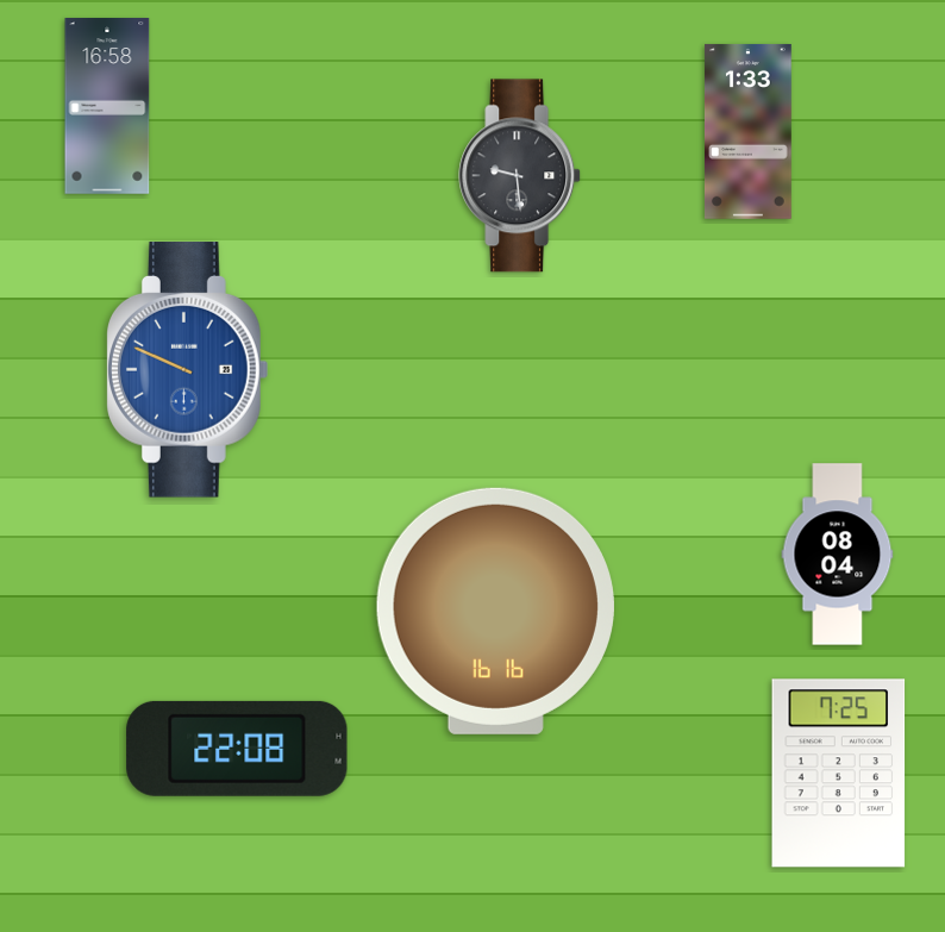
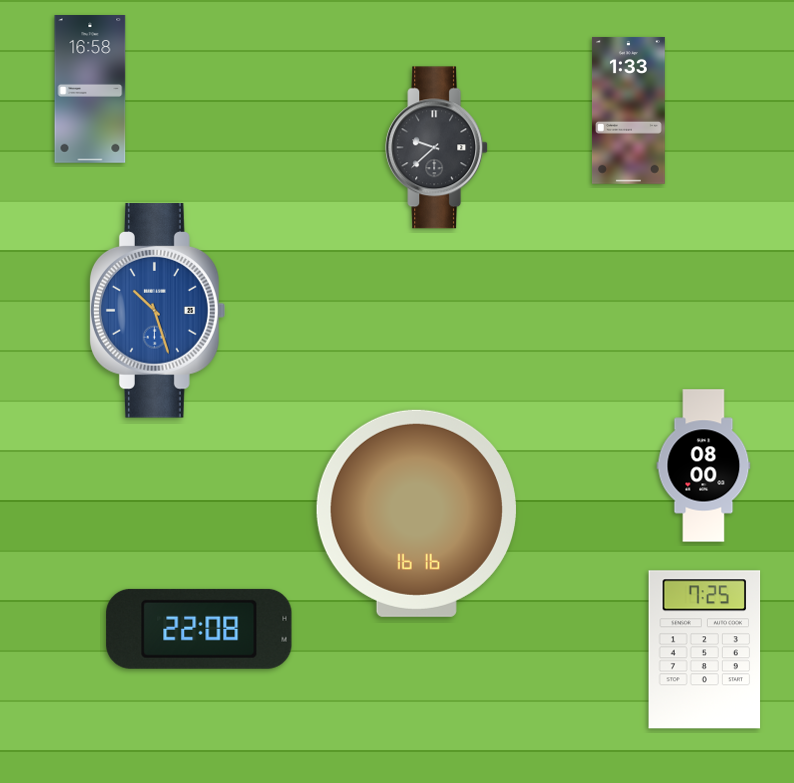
clock at (520, 176): 9:29 -> 9:38
clock at (188, 370): 9:49 -> 10:27
clock at (838, 555): 08:04 -> 08:00
